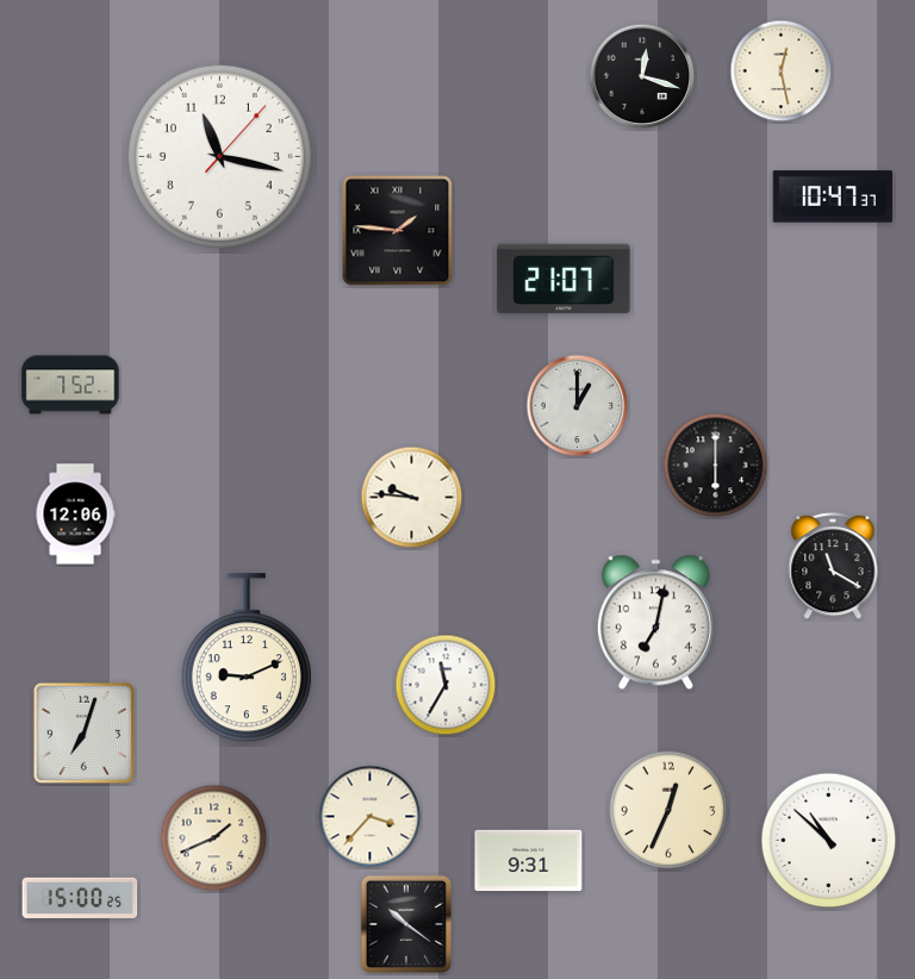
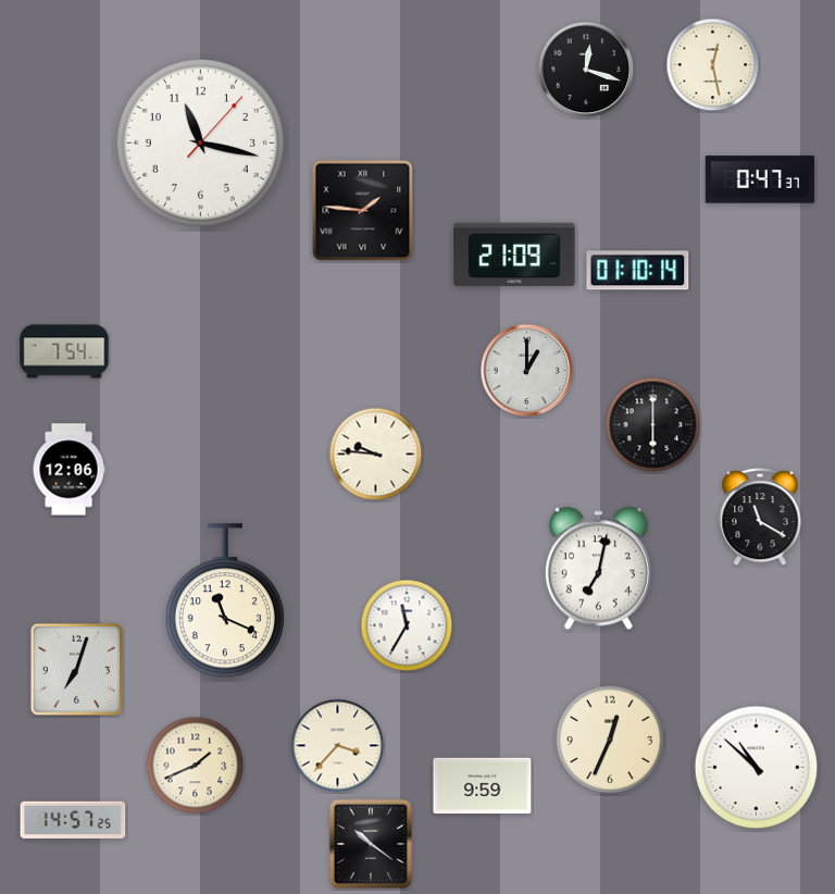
clock at (833, 197): 10:47 -> 0:47
clock at (564, 279): 21:07 -> 21:09
clock at (638, 271): none -> 01:10
clock at (70, 385): 7:52 -> 7:54
clock at (247, 659): 9:11 -> 11:19
clock at (529, 861): 9:31 -> 9:59
clock at (80, 898): 15:00 -> 14:57
